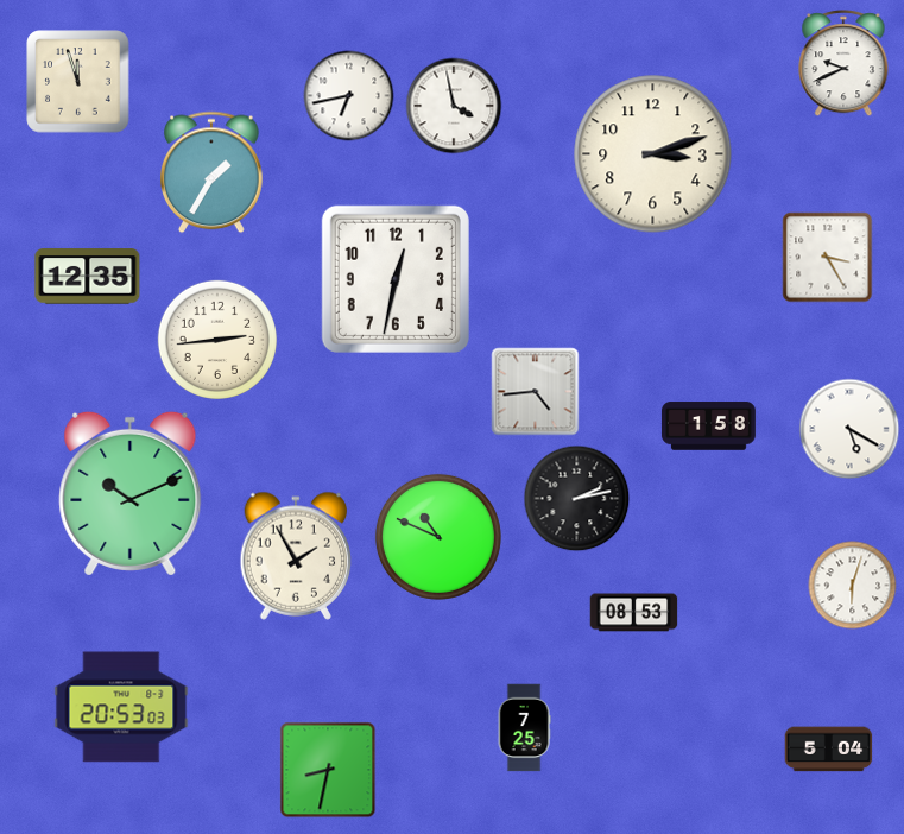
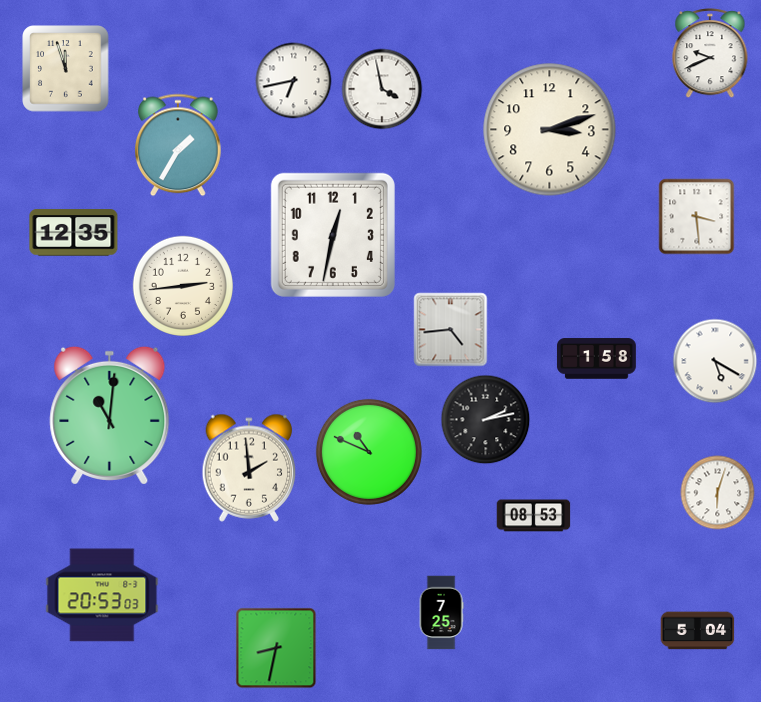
clock at (828, 258): 3:25 -> 3:29
clock at (131, 493): 10:11 -> 11:01
clock at (296, 556): 1:55 -> 1:59
